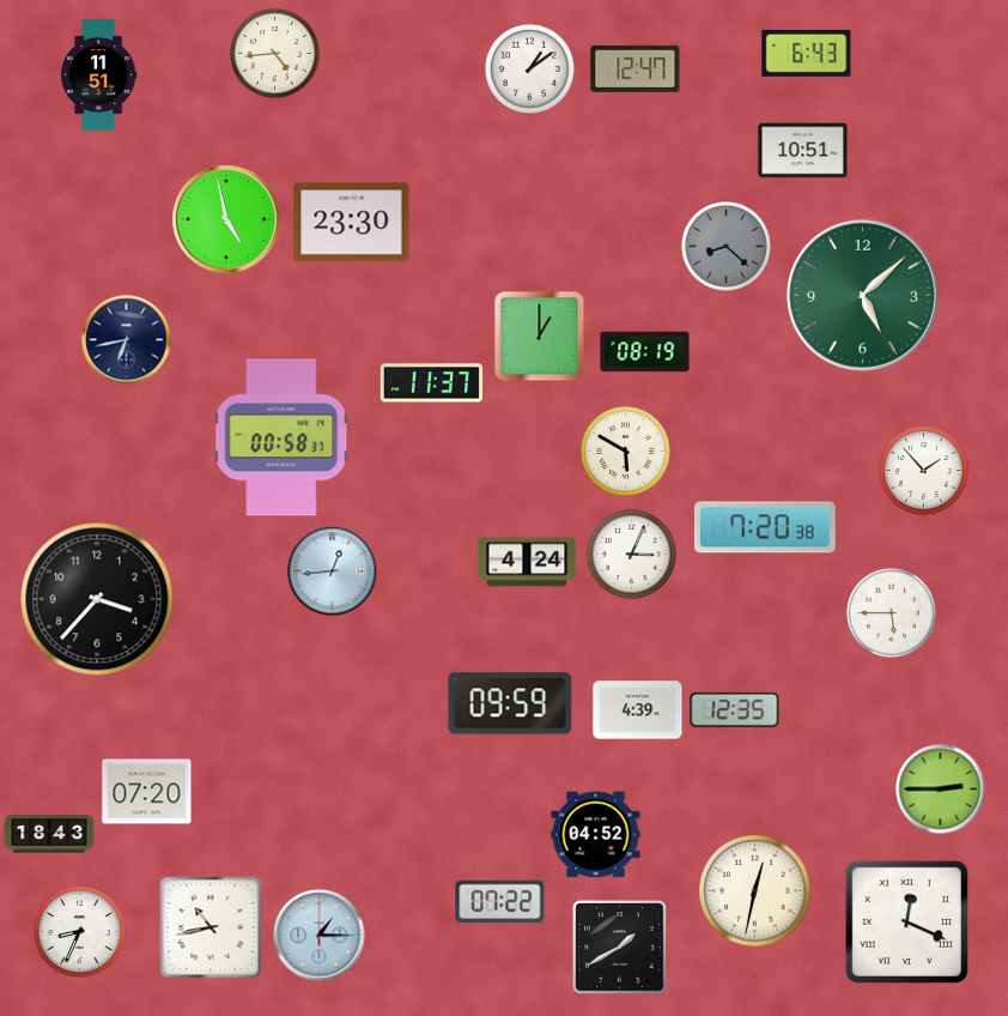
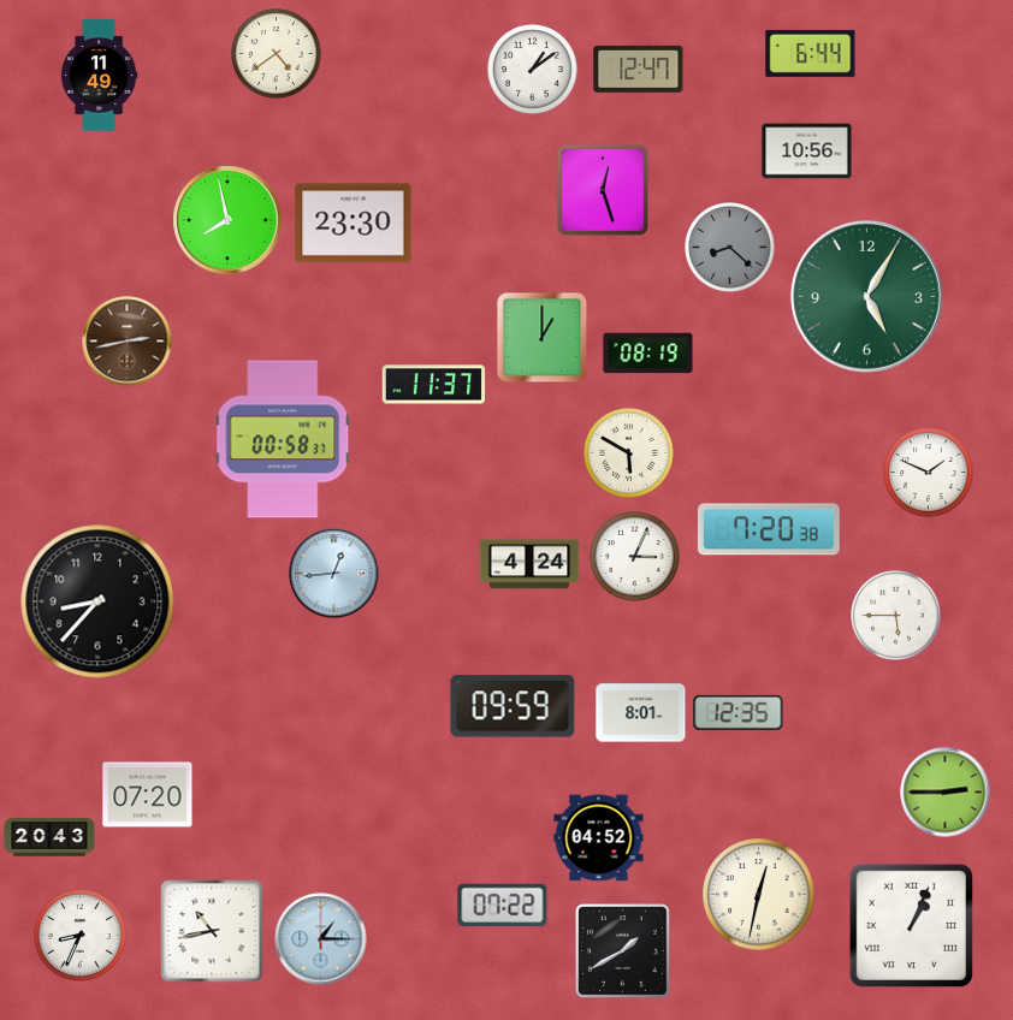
clock at (807, 53): 6:43 -> 6:44
clock at (275, 54): 4:44 -> 4:39
clock at (98, 75): 11:51 -> 11:49
clock at (803, 151): 10:51 -> 10:56
clock at (603, 190): none -> 12:27
clock at (226, 219): 4:58 -> 7:58
clock at (862, 295): 5:08 -> 5:05
clock at (127, 340): 6:43 -> 2:43
clock at (127, 340) dial: navy -> brown
clock at (924, 471): 1:53 -> 1:49
clock at (97, 599): 3:37 -> 8:37
clock at (638, 710): 4:39 -> 8:01
clock at (49, 834): 18:43 -> 20:43
clock at (906, 921): 12:19 -> 1:04
